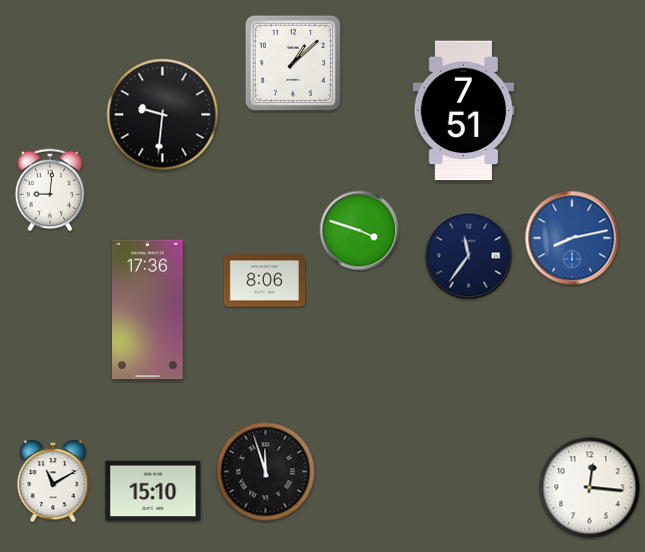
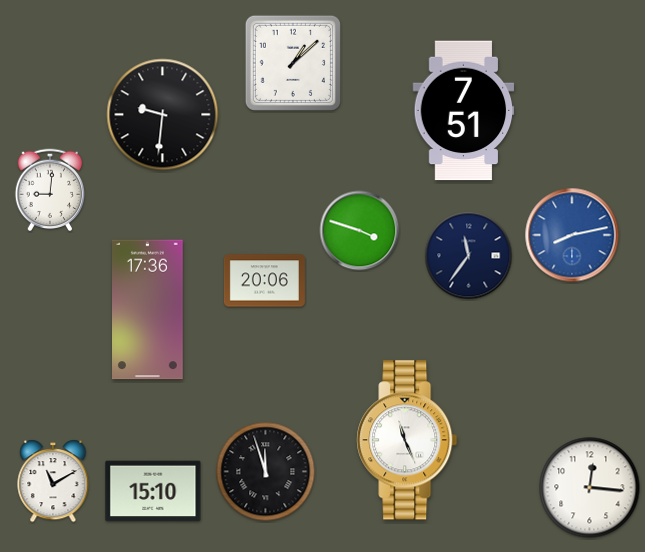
clock at (572, 238) position: (572, 238) -> (572, 235)
clock at (264, 281): 8:06 -> 20:06
clock at (407, 440): none -> 11:26
